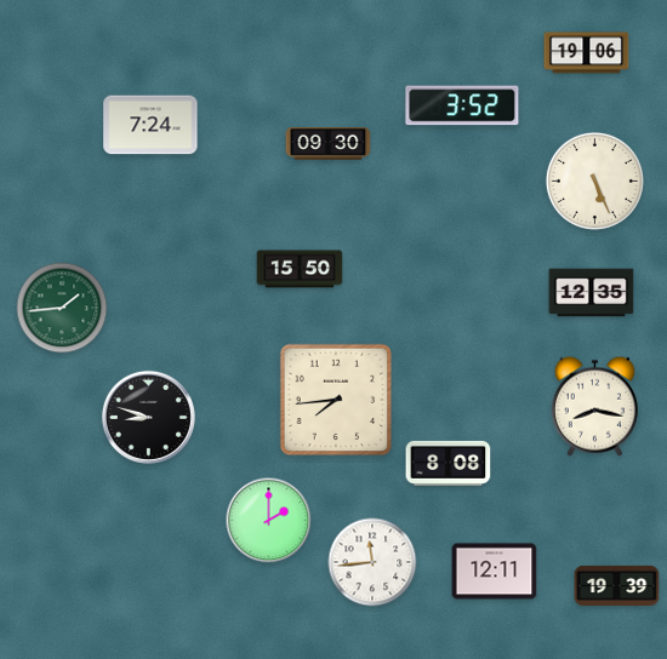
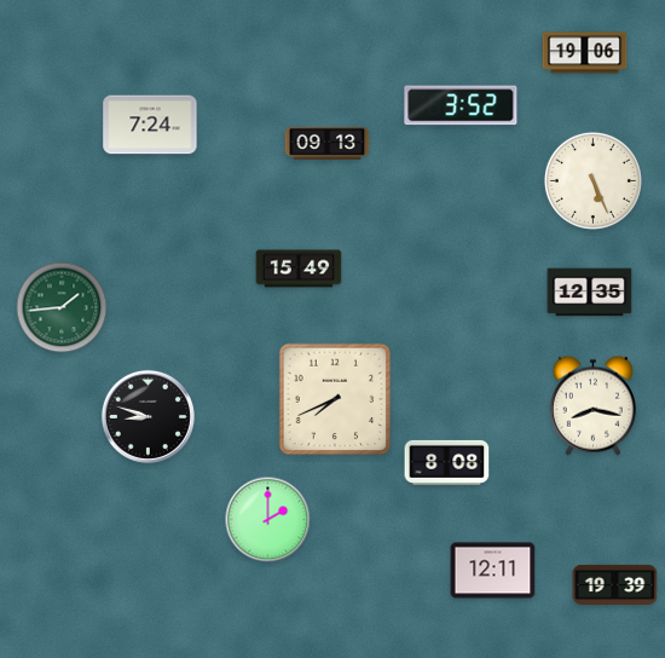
clock at (329, 144): 09:30 -> 09:13
clock at (300, 269): 15:50 -> 15:49
clock at (336, 400): 7:44 -> 7:41
clock at (372, 562): 11:44 -> none
